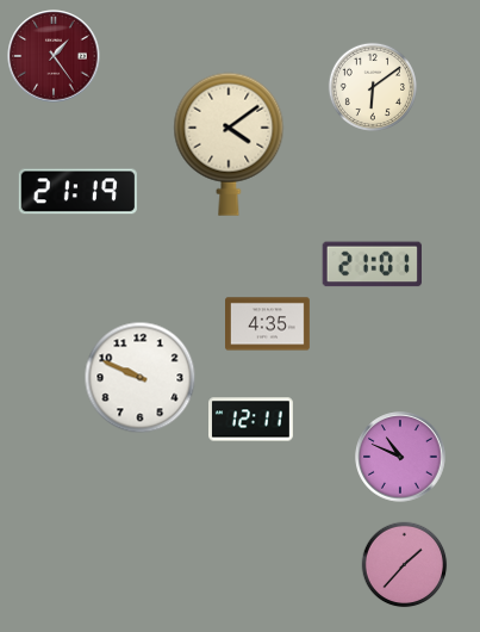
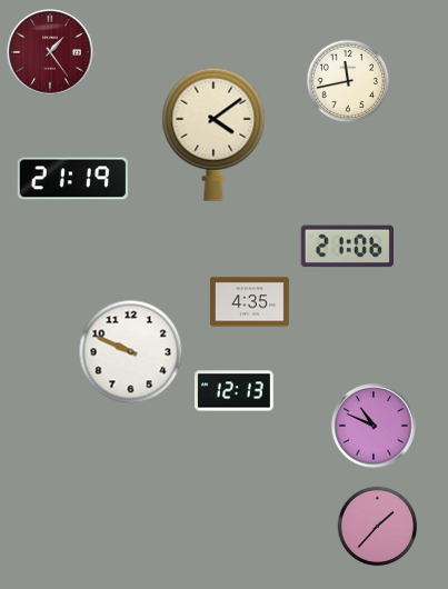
clock at (373, 87): 6:09 -> 11:43
clock at (372, 265): 21:01 -> 21:06
clock at (251, 420): 12:11 -> 12:13
